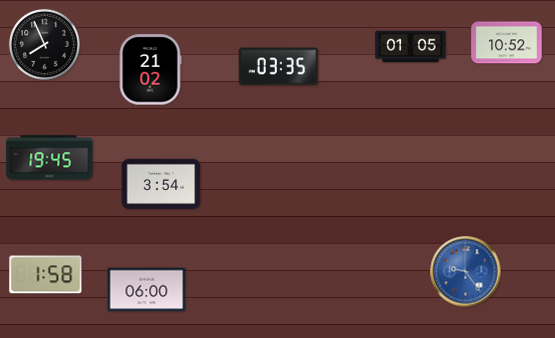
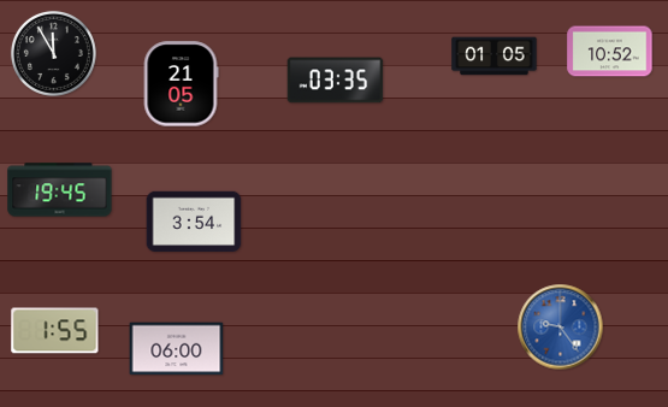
clock at (44, 44): 7:56 -> 11:55
clock at (150, 70): 21:02 -> 21:05
clock at (46, 275): 1:58 -> 1:55
